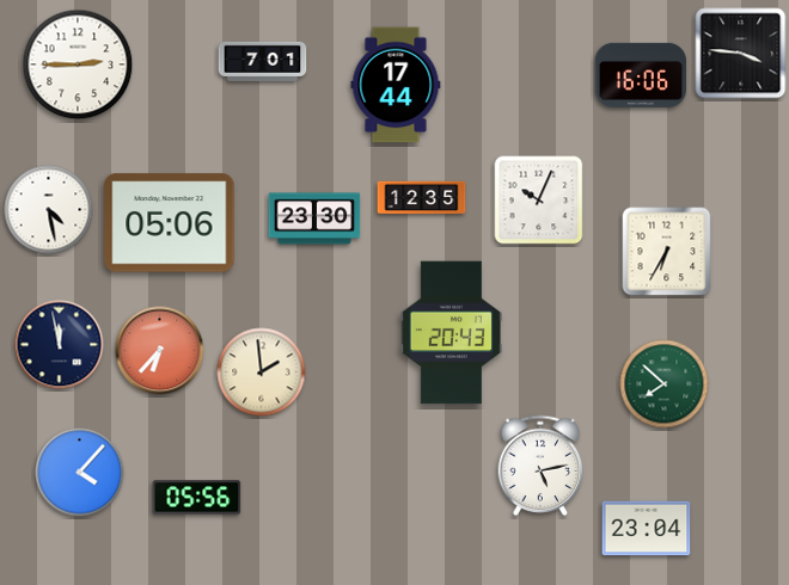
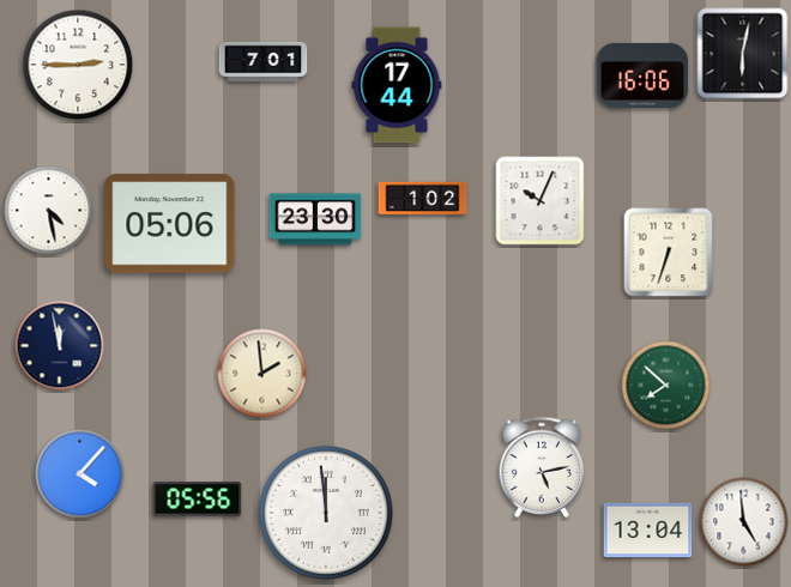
clock at (741, 54): 3:46 -> 6:02
clock at (422, 198): 12:35 -> 1:02
clock at (667, 252): 6:35 -> 6:33
clock at (451, 333): 20:43 -> none
clock at (160, 351): 6:37 -> none
clock at (326, 513): none -> 11:59
clock at (744, 522): none -> 4:59
clock at (647, 529): 23:04 -> 13:04
